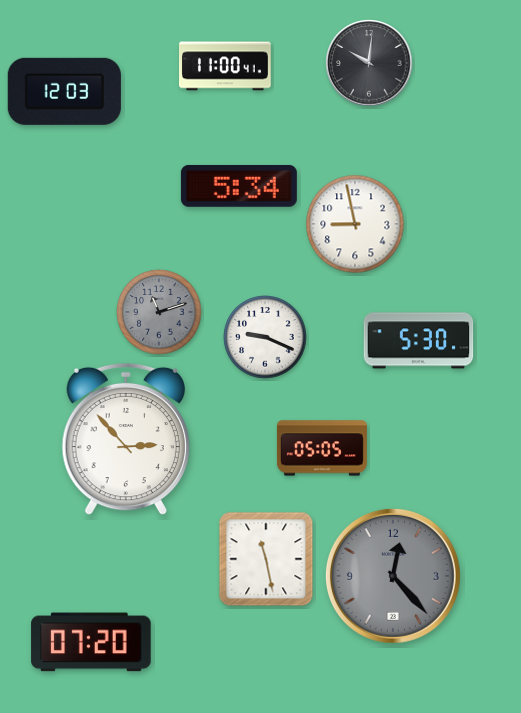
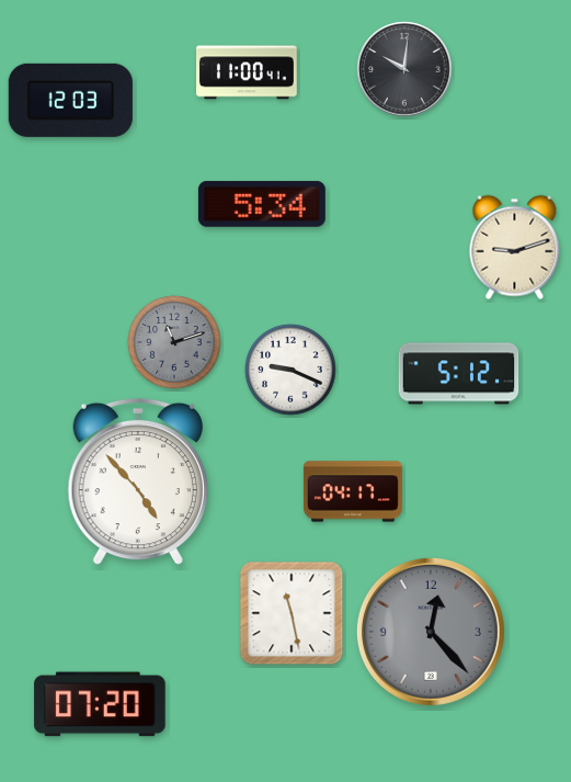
clock at (355, 224): 8:58 -> none
clock at (515, 248): none -> 9:12
clock at (419, 341): 5:30 -> 5:12
clock at (126, 439): 2:53 -> 4:53
clock at (322, 448): 05:05 -> 04:17
